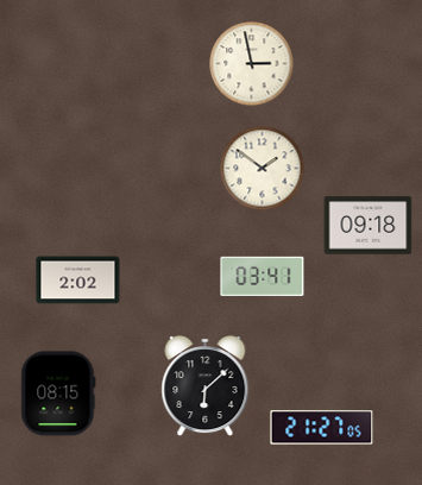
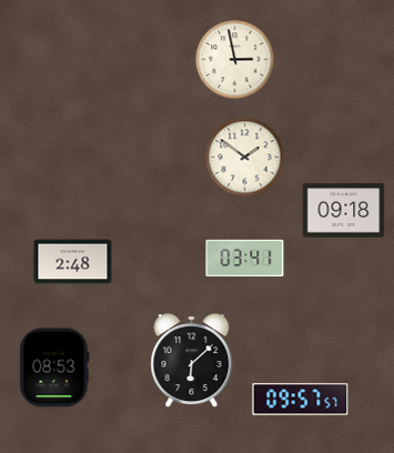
clock at (78, 281): 2:02 -> 2:48
clock at (58, 393): 08:15 -> 08:53
clock at (322, 428): 21:27 -> 09:57
